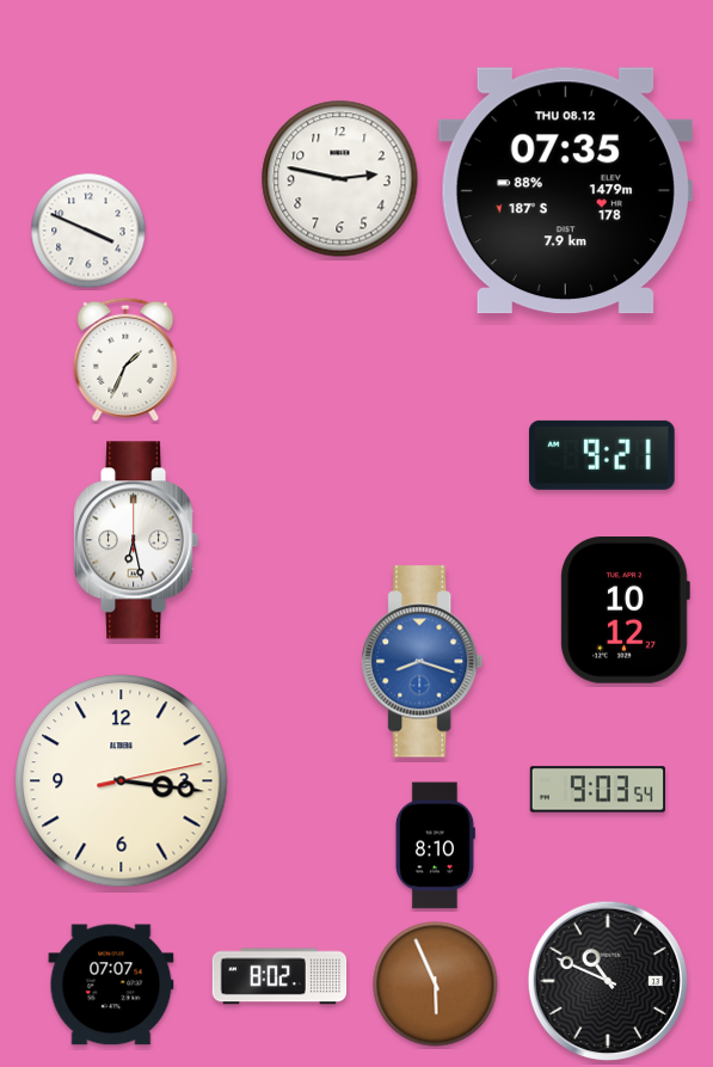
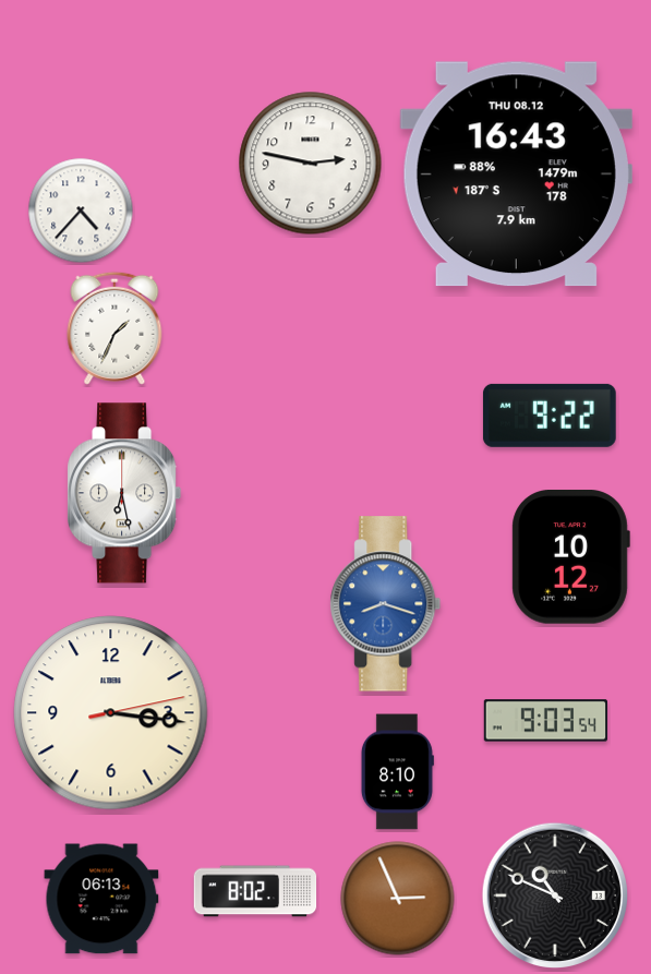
clock at (565, 191): 07:35 -> 16:43
clock at (88, 231): 3:49 -> 4:37
clock at (602, 455): 9:21 -> 9:22
clock at (111, 985): 07:07 -> 06:13
clock at (436, 985): 5:56 -> 2:56
